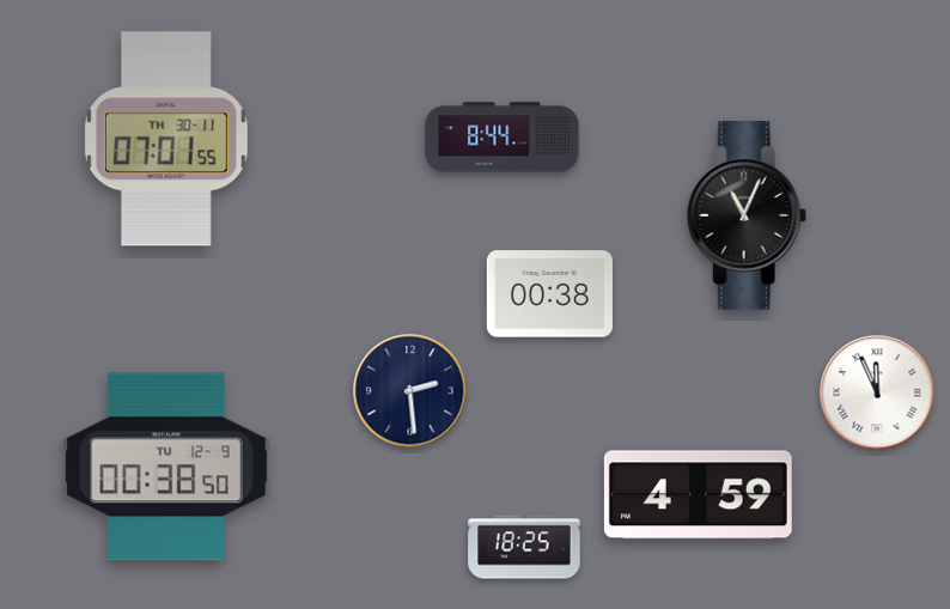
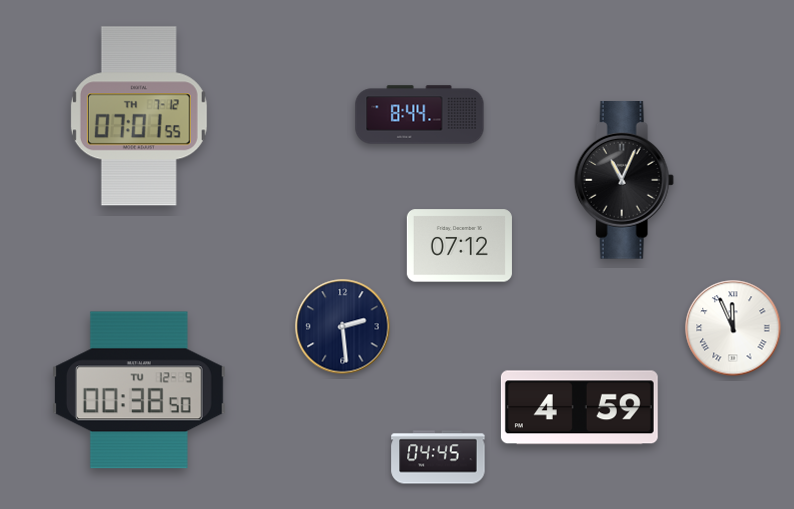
clock at (166, 139) date: TH 30-11 -> TH 7-12
clock at (549, 294): 00:38 -> 07:12
clock at (698, 495) position: (698, 495) -> (579, 408)
clock at (524, 547): 18:25 -> 04:45
